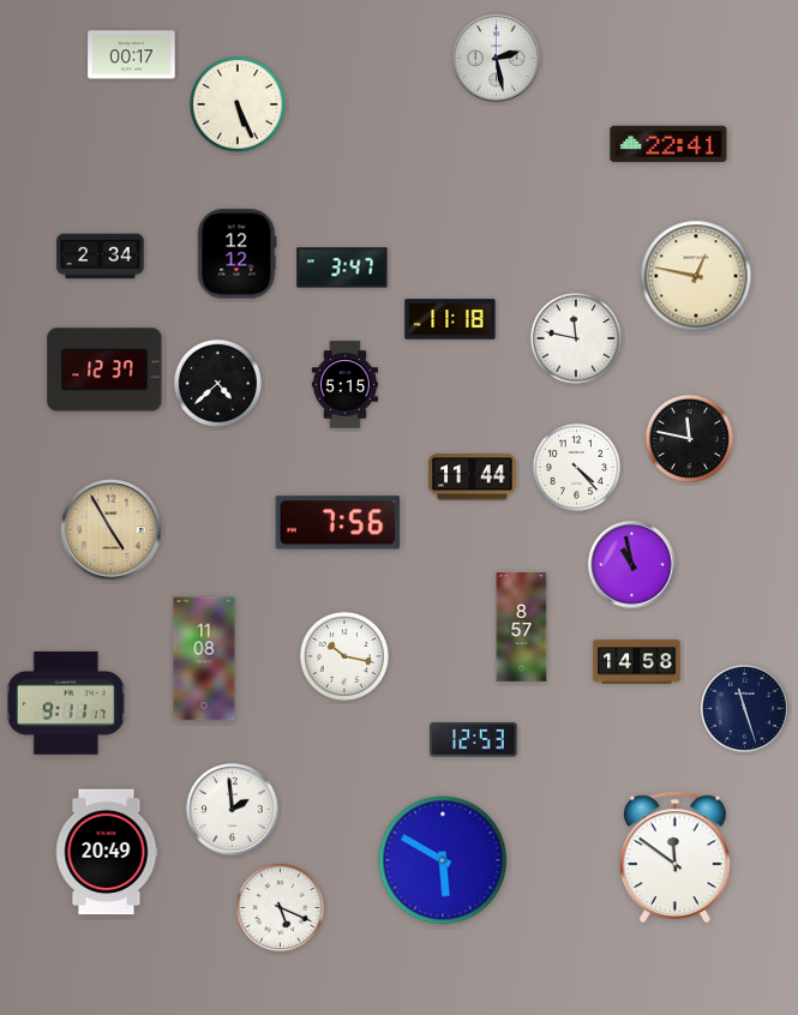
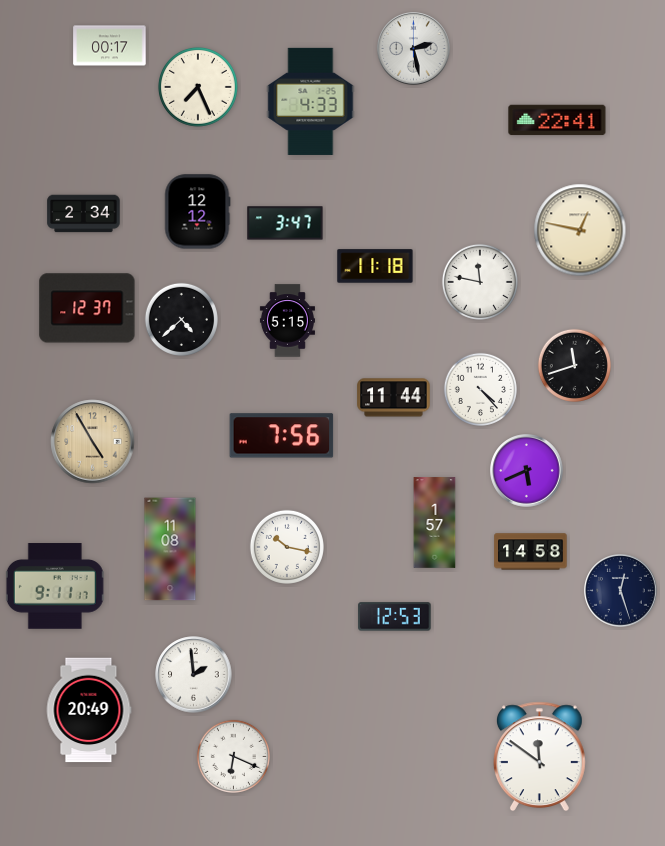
clock at (238, 104): 5:26 -> 7:26
clock at (311, 101): none -> 4:33
clock at (689, 438): 11:47 -> 11:42
clock at (632, 565): 10:58 -> 5:41
clock at (522, 627): 8:57 -> 1:57
clock at (745, 709): 11:27 -> 12:27
clock at (674, 858) position: (674, 858) -> (539, 757)
clock at (443, 860): 5:50 -> none
clock at (280, 907): 5:19 -> 6:19
